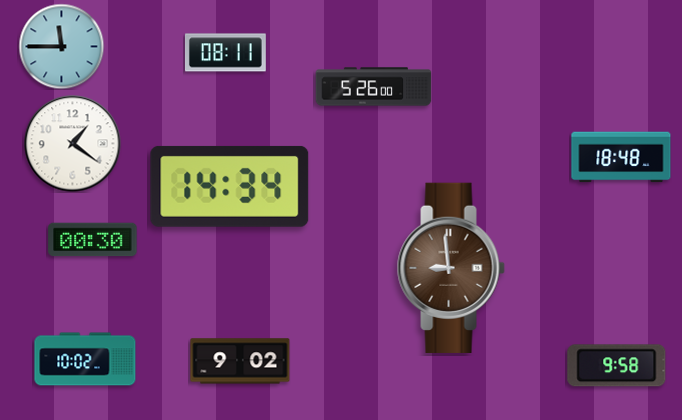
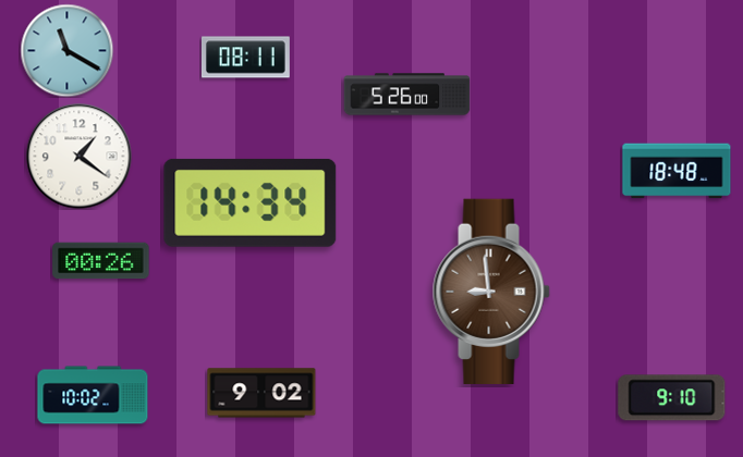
clock at (61, 46): 11:45 -> 11:20
clock at (93, 240): 00:30 -> 00:26
clock at (85, 359) position: (85, 359) -> (93, 395)
clock at (617, 366): 9:58 -> 9:10
